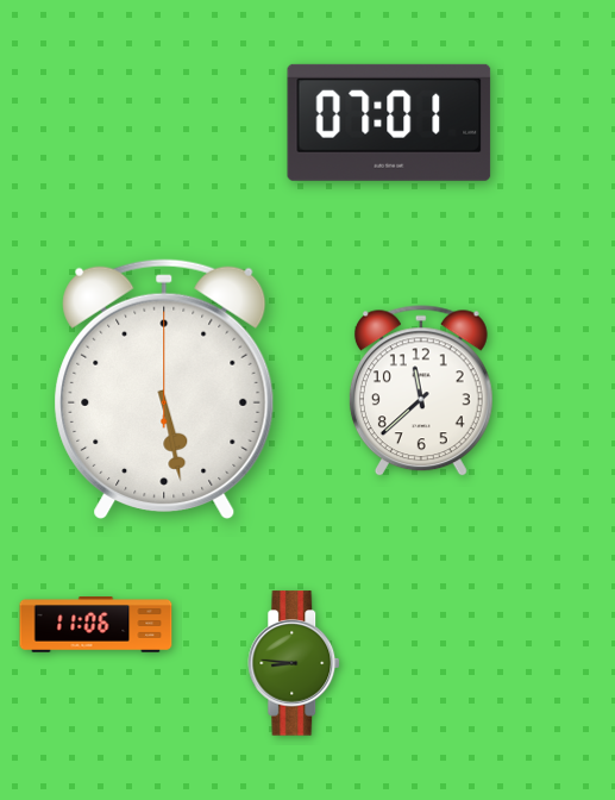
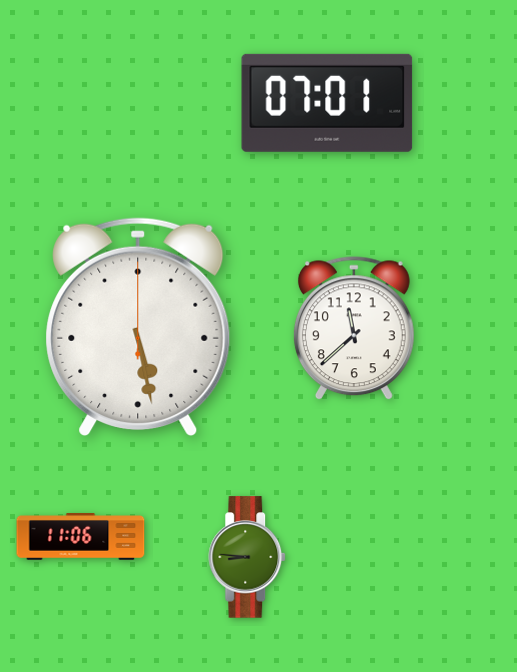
clock at (96, 625) position: (96, 625) -> (81, 537)
